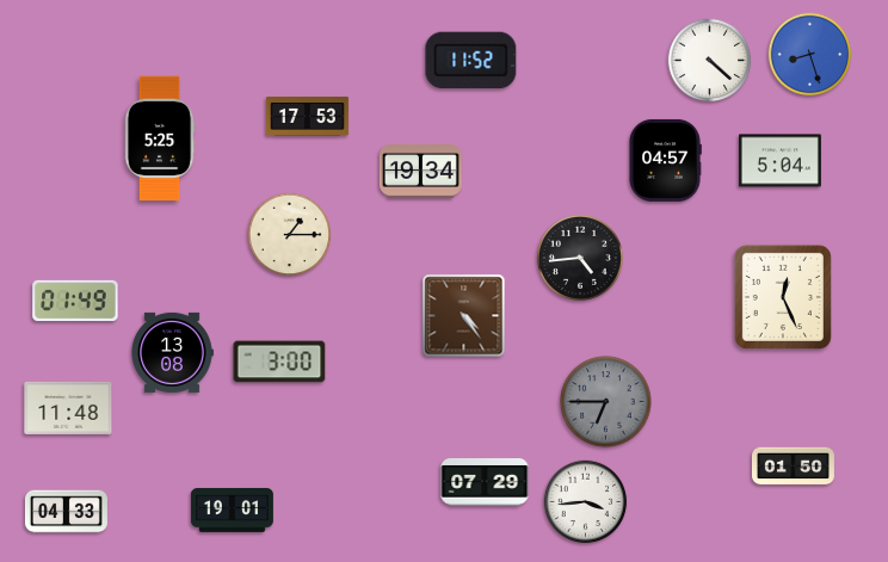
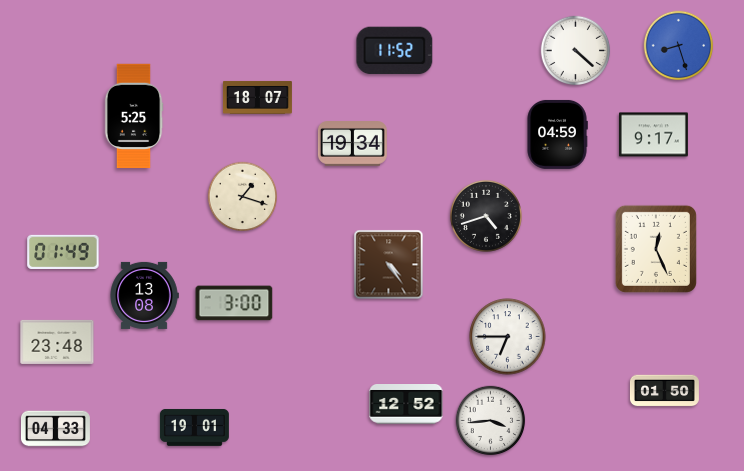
clock at (710, 61) position: (710, 61) -> (576, 51)
clock at (307, 116): 17:53 -> 18:07
clock at (665, 160): 04:57 -> 04:59
clock at (779, 161): 5:04 -> 9:17
clock at (290, 235): 1:15 -> 1:18
clock at (580, 258): 4:44 -> 4:42
clock at (606, 402) dial: grey -> white
clock at (68, 408): 11:48 -> 23:48
clock at (485, 482): 07:29 -> 12:52
